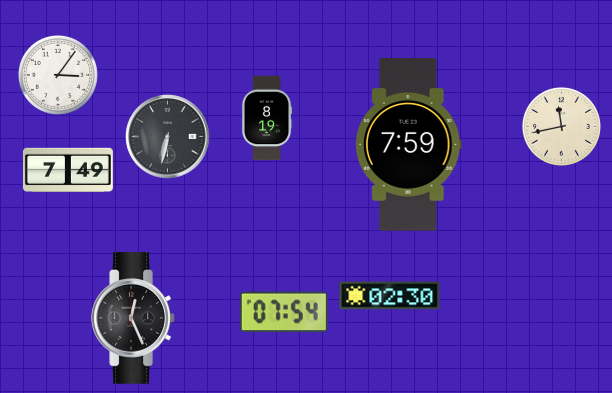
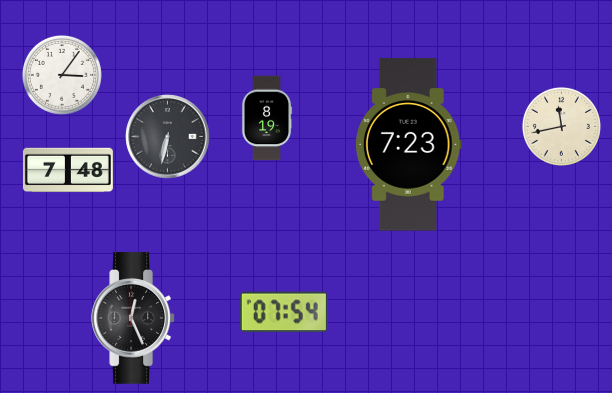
clock at (58, 75) position: (58, 75) -> (62, 75)
clock at (408, 145): 7:59 -> 7:23
clock at (68, 170): 7:49 -> 7:48
clock at (390, 296): 02:30 -> none
